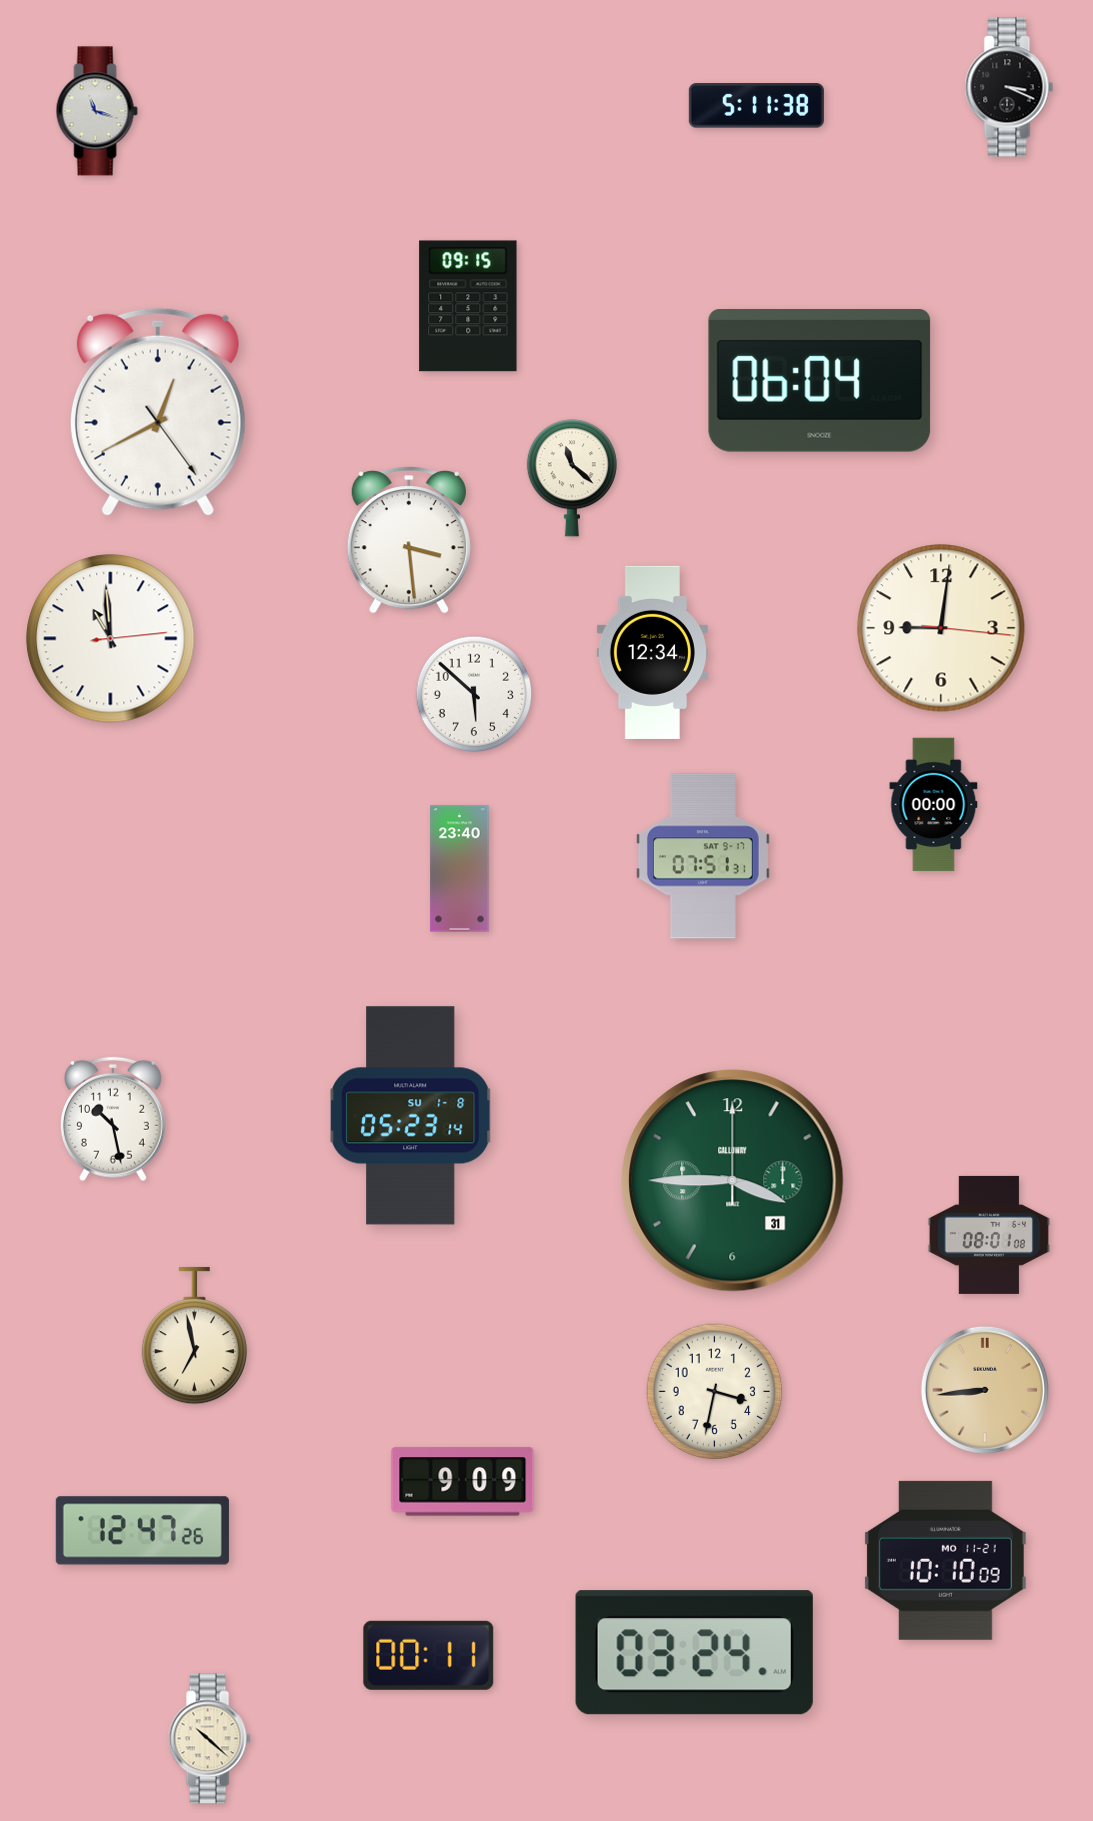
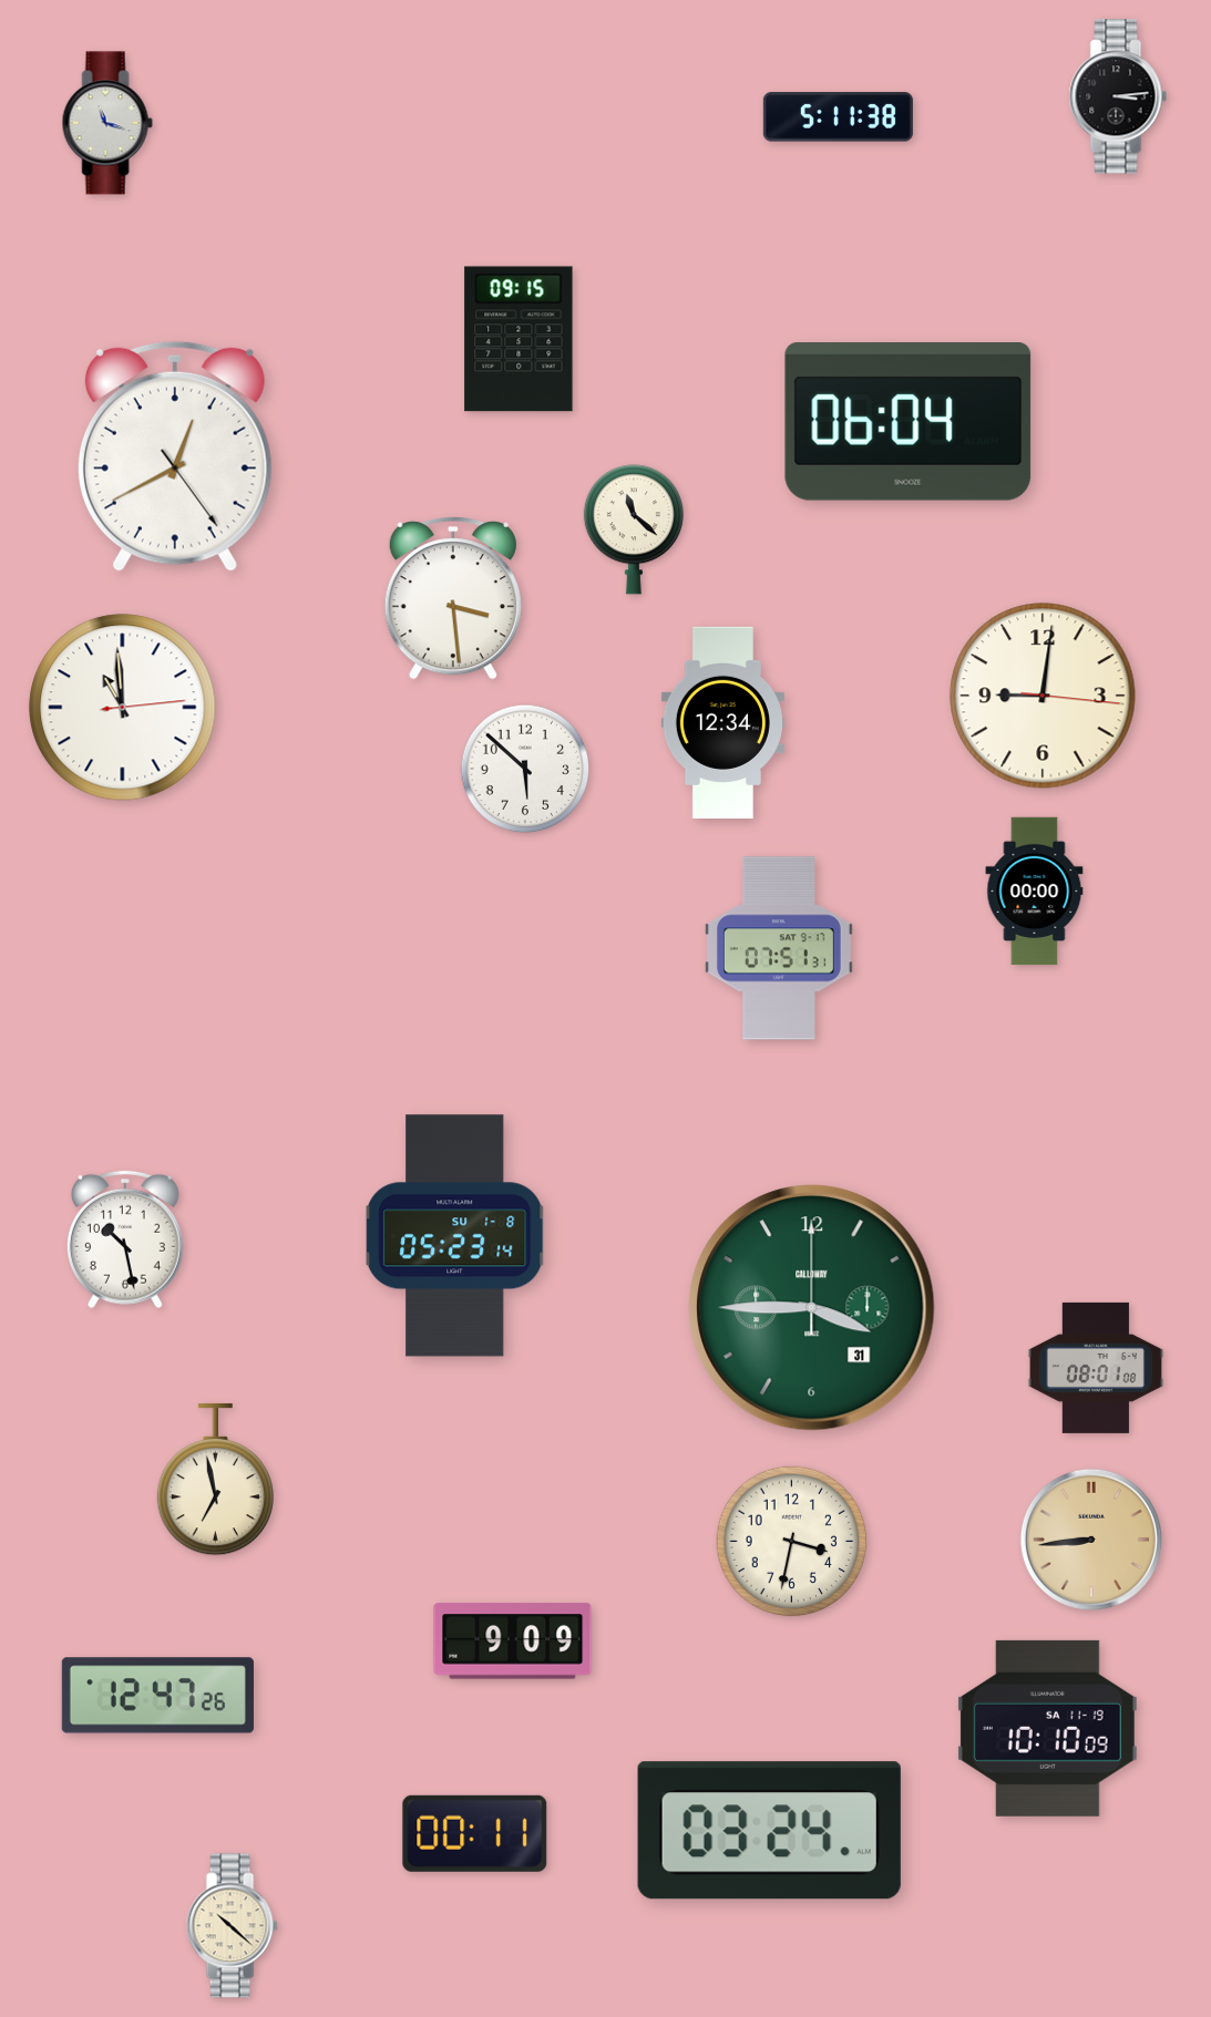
clock at (1009, 87): 3:19 -> 3:14
clock at (460, 869): 23:40 -> none
clock at (945, 1560) date: MO 11-21 -> SA 11-19
